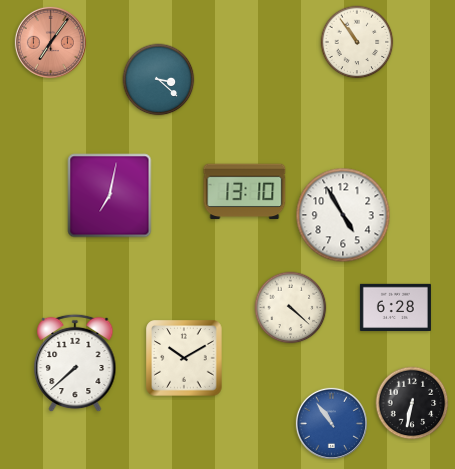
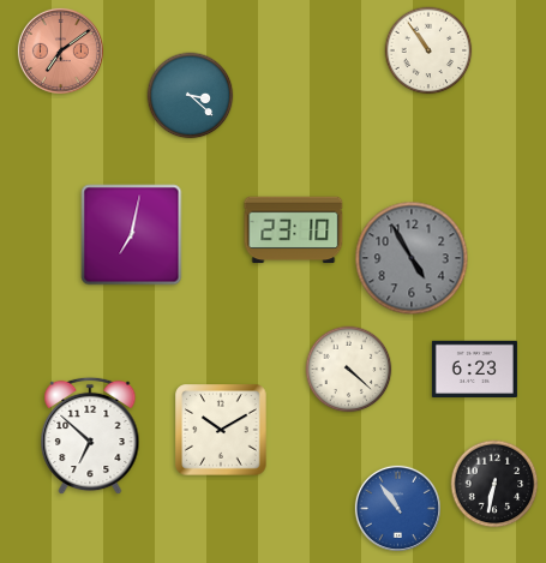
clock at (50, 42): 7:06 -> 7:09
clock at (245, 192): 13:10 -> 23:10
clock at (343, 215) dial: white -> grey
clock at (395, 307): 6:28 -> 6:23
clock at (75, 363): 7:38 -> 6:52
